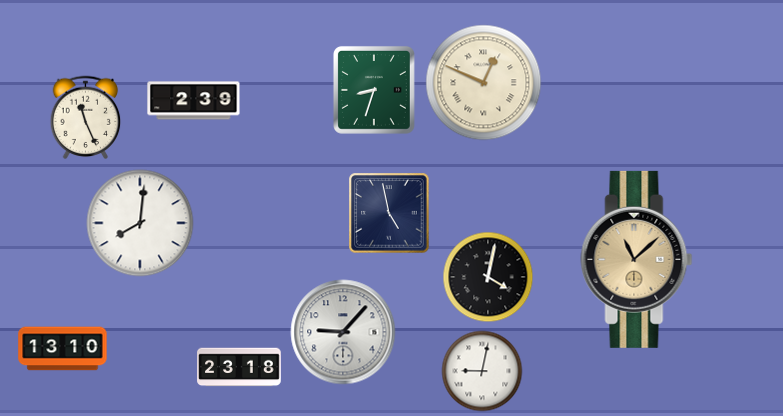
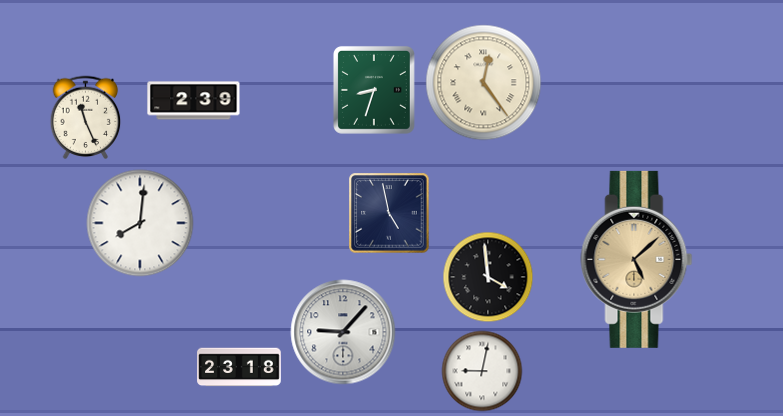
clock at (484, 83): 12:49 -> 12:24
clock at (637, 259): 11:08 -> 5:08
clock at (488, 277): 4:02 -> 3:59
clock at (63, 349): 13:10 -> none
